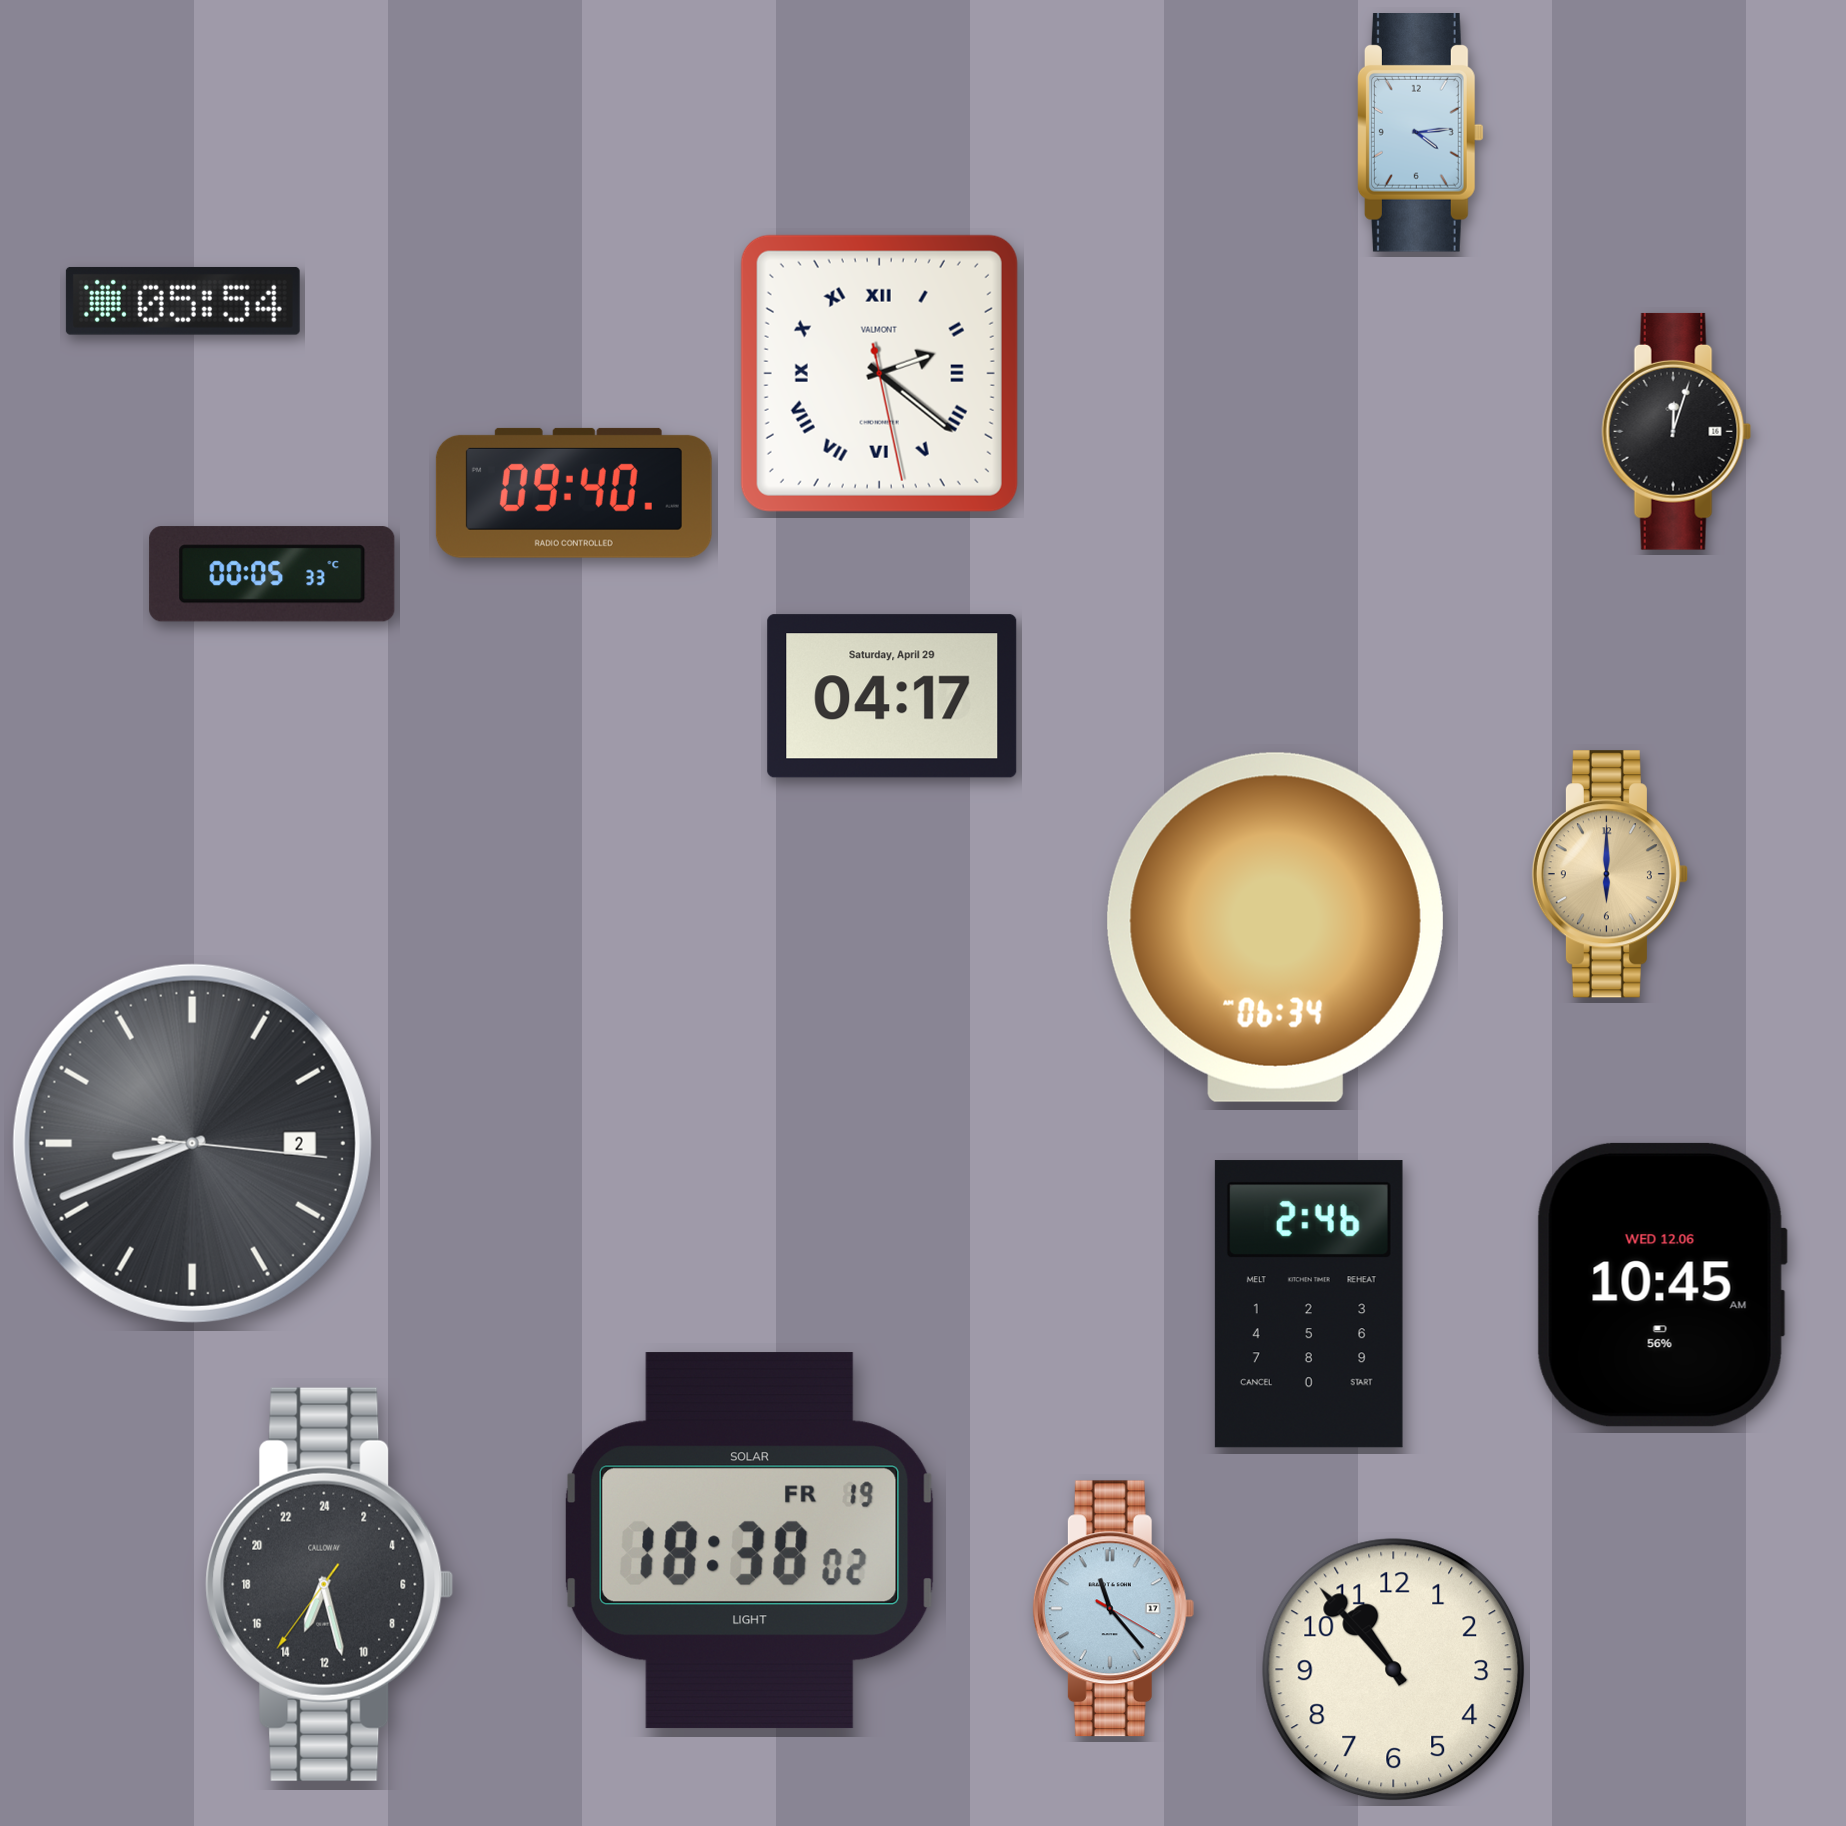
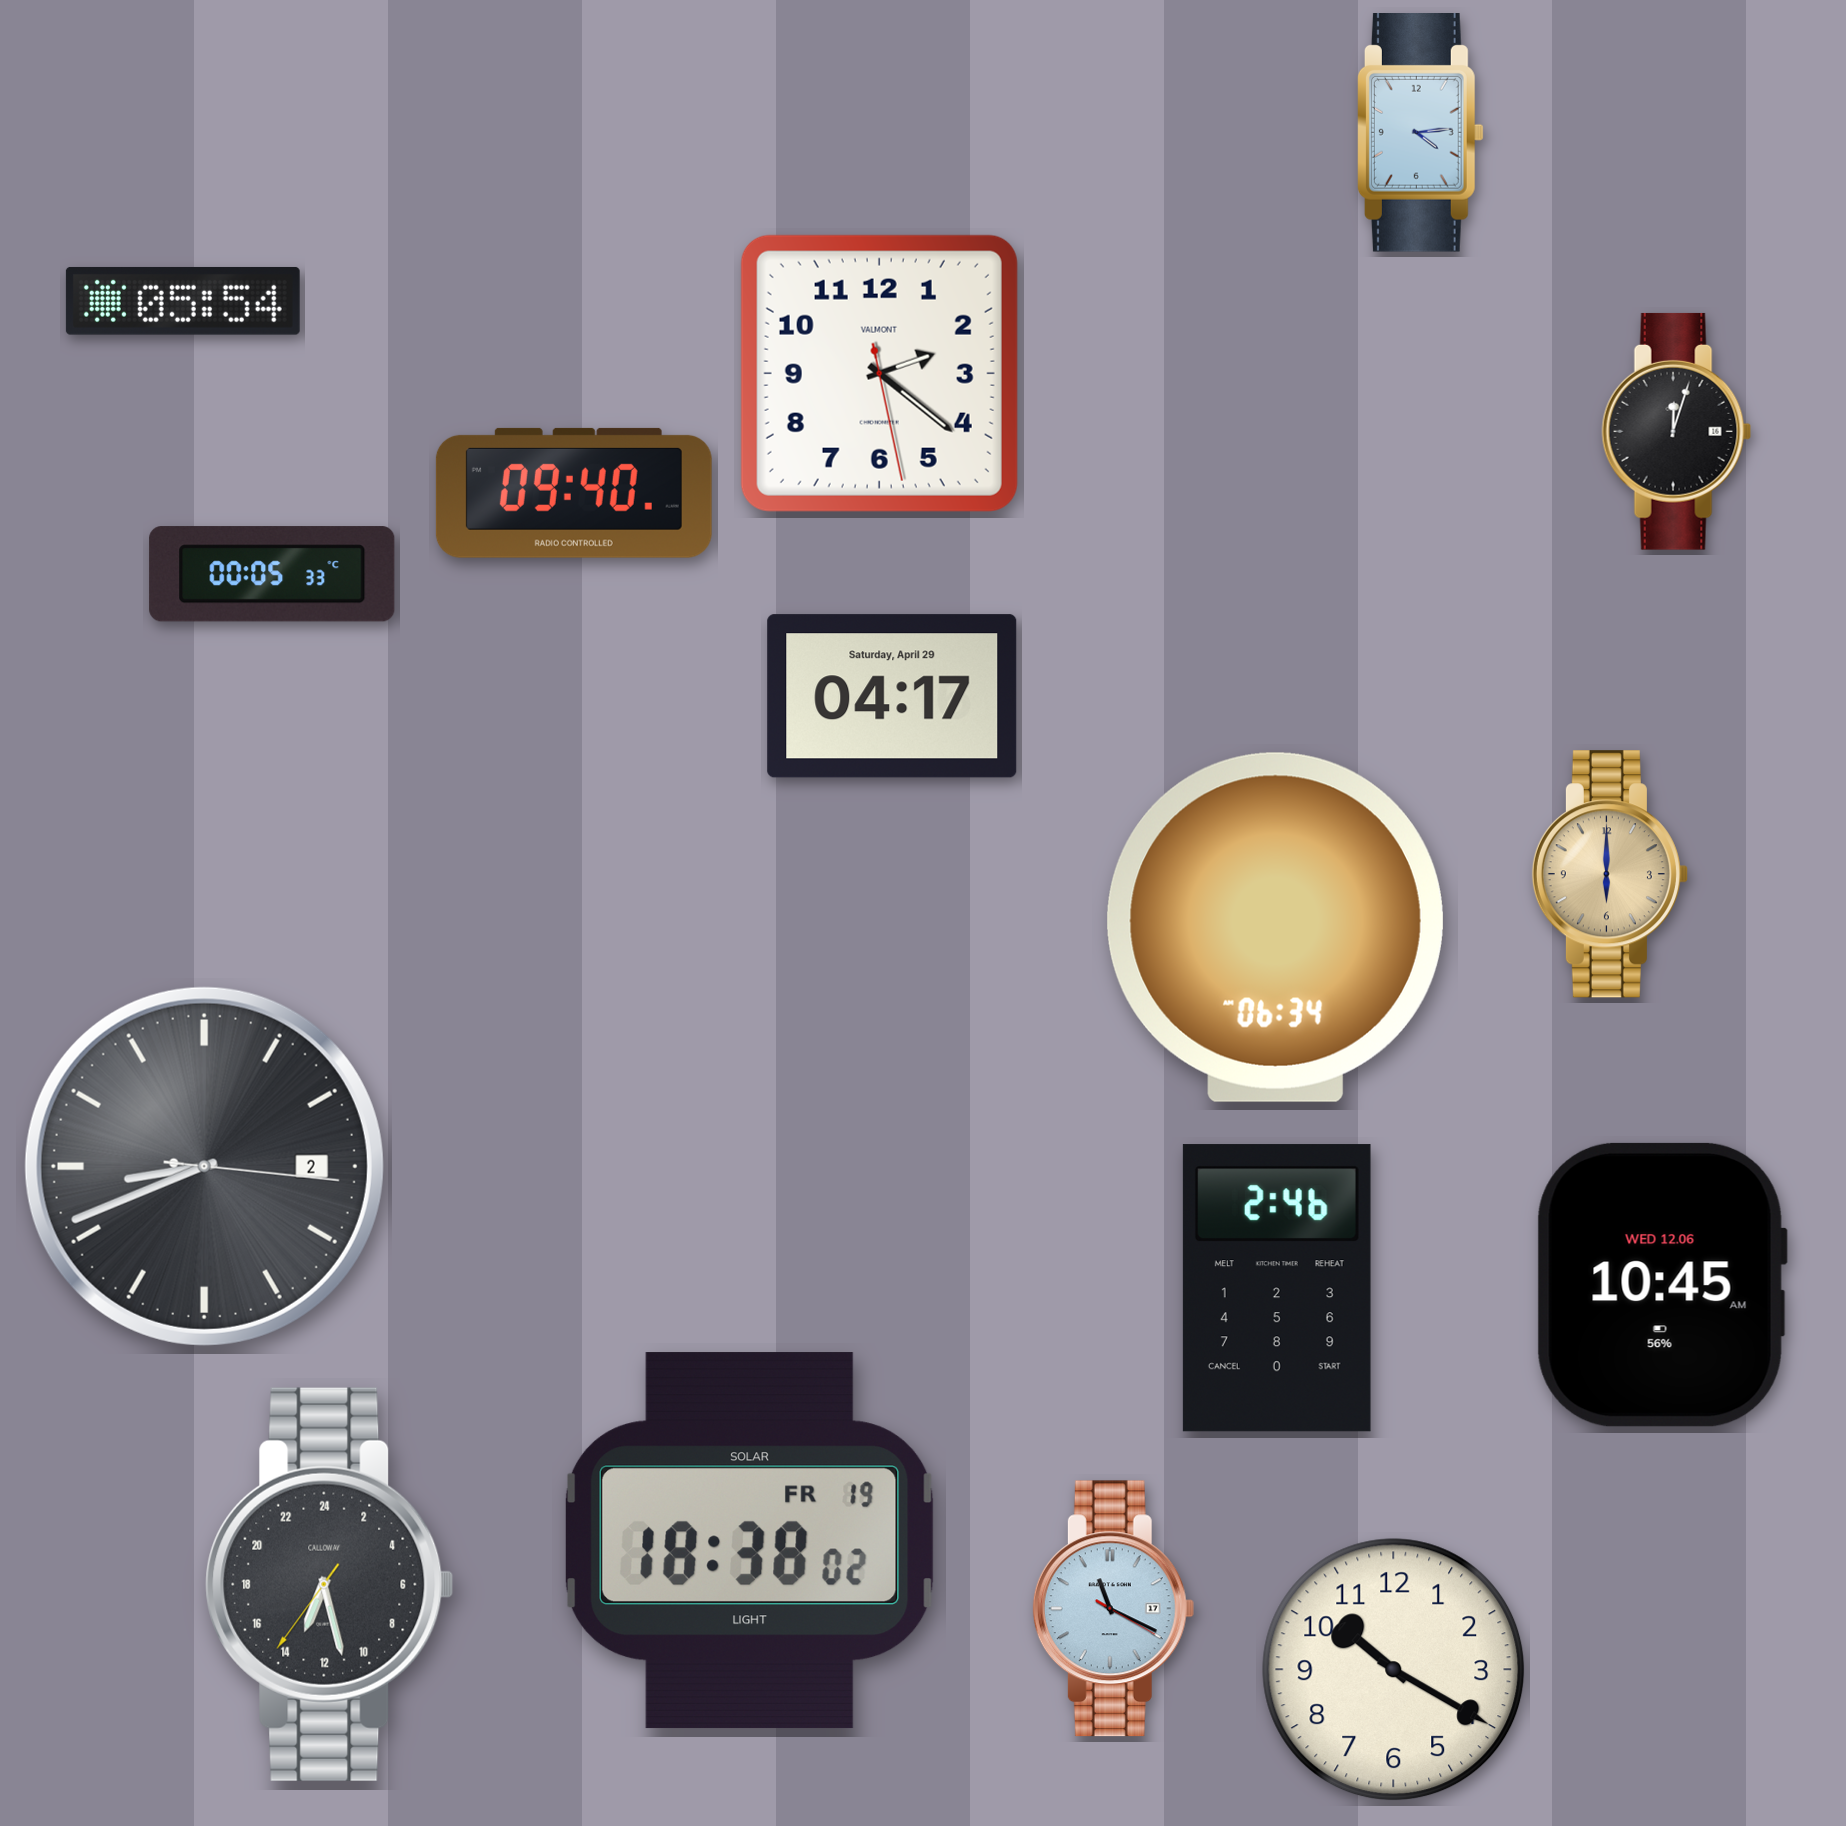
clock at (879, 373) numerals: Roman -> Arabic
clock at (192, 1143) position: (192, 1143) -> (204, 1166)
clock at (1309, 1304) position: (1309, 1304) -> (1277, 1288)
clock at (1113, 1609): 11:23 -> 11:19
clock at (1394, 1670): 10:53 -> 10:20
